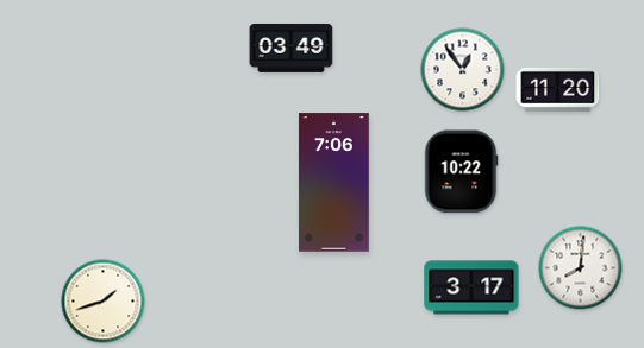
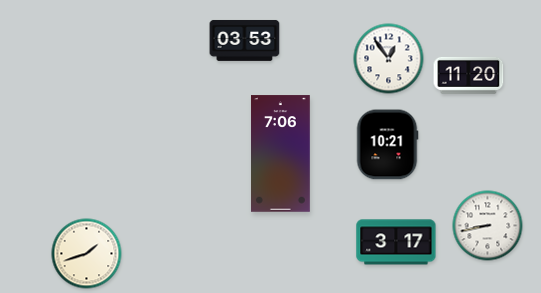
clock at (292, 48): 03:49 -> 03:53
clock at (461, 172): 10:22 -> 10:21
clock at (581, 268): 8:01 -> 8:43
